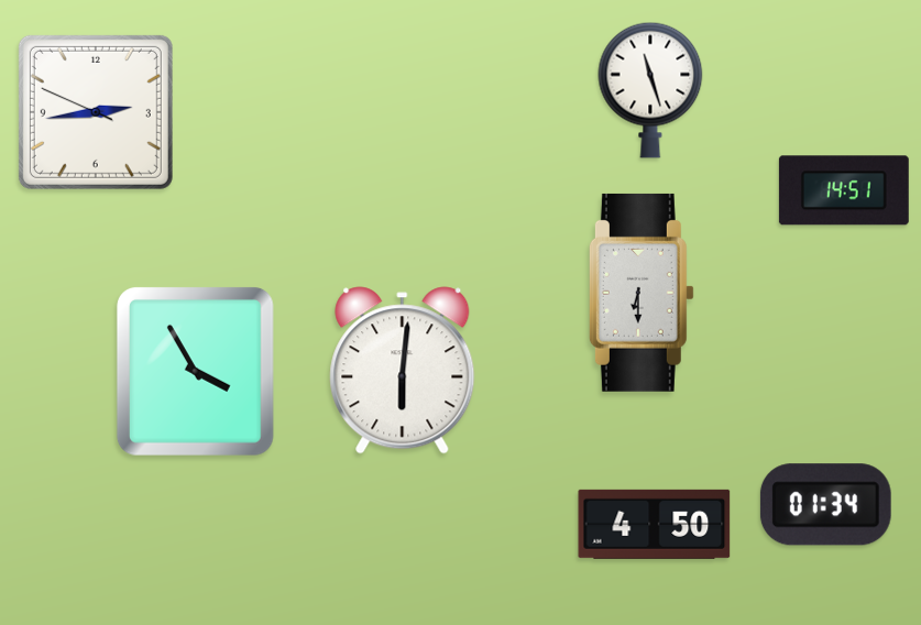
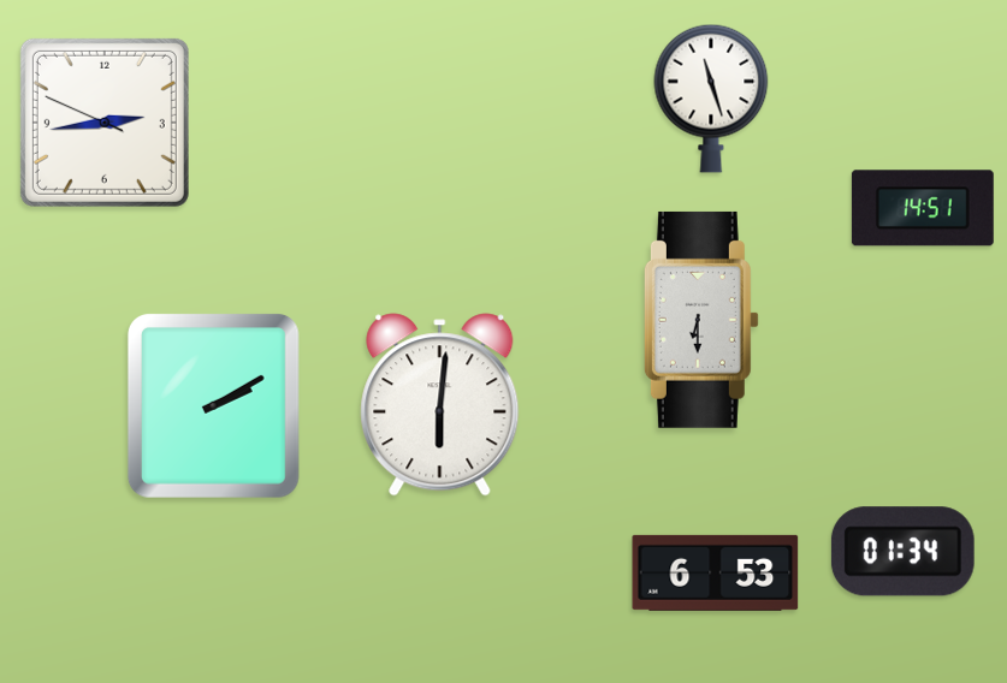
clock at (195, 371): 3:55 -> 2:10
clock at (655, 524): 4:50 -> 6:53
